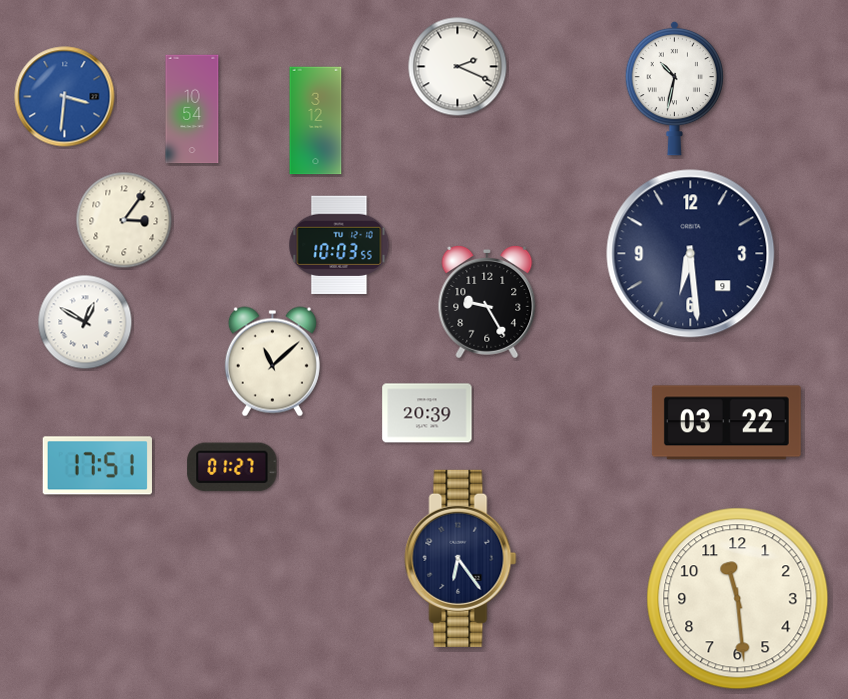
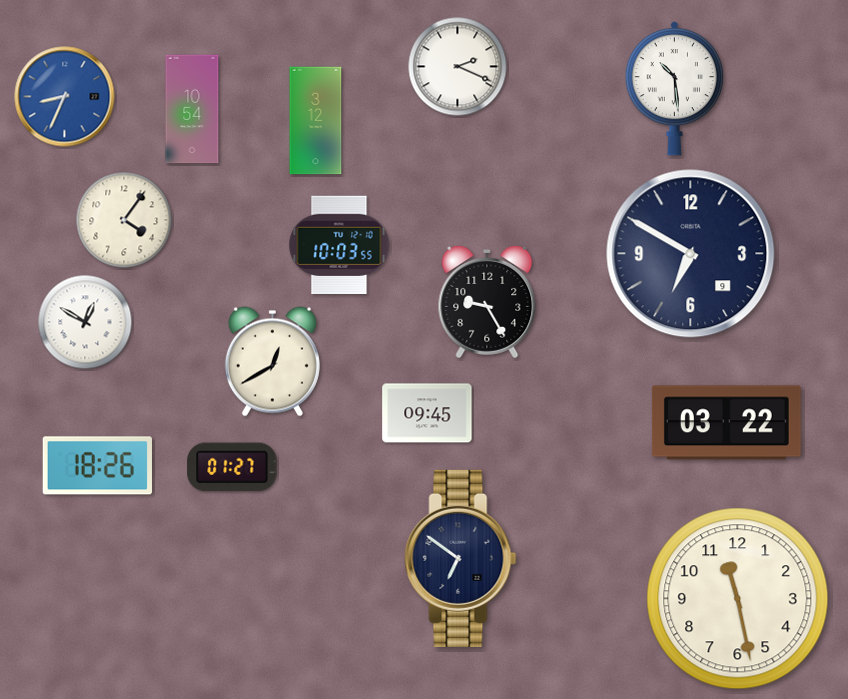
clock at (674, 88): 10:32 -> 10:29
clock at (65, 97): 3:31 -> 8:34
clock at (124, 220): 3:06 -> 4:06
clock at (691, 254): 6:29 -> 6:50
clock at (272, 362): 11:08 -> 12:40
clock at (427, 413): 20:39 -> 09:45
clock at (97, 466): 17:51 -> 18:26
clock at (461, 558): 6:24 -> 6:51
clock at (738, 599): 11:29 -> 11:28
